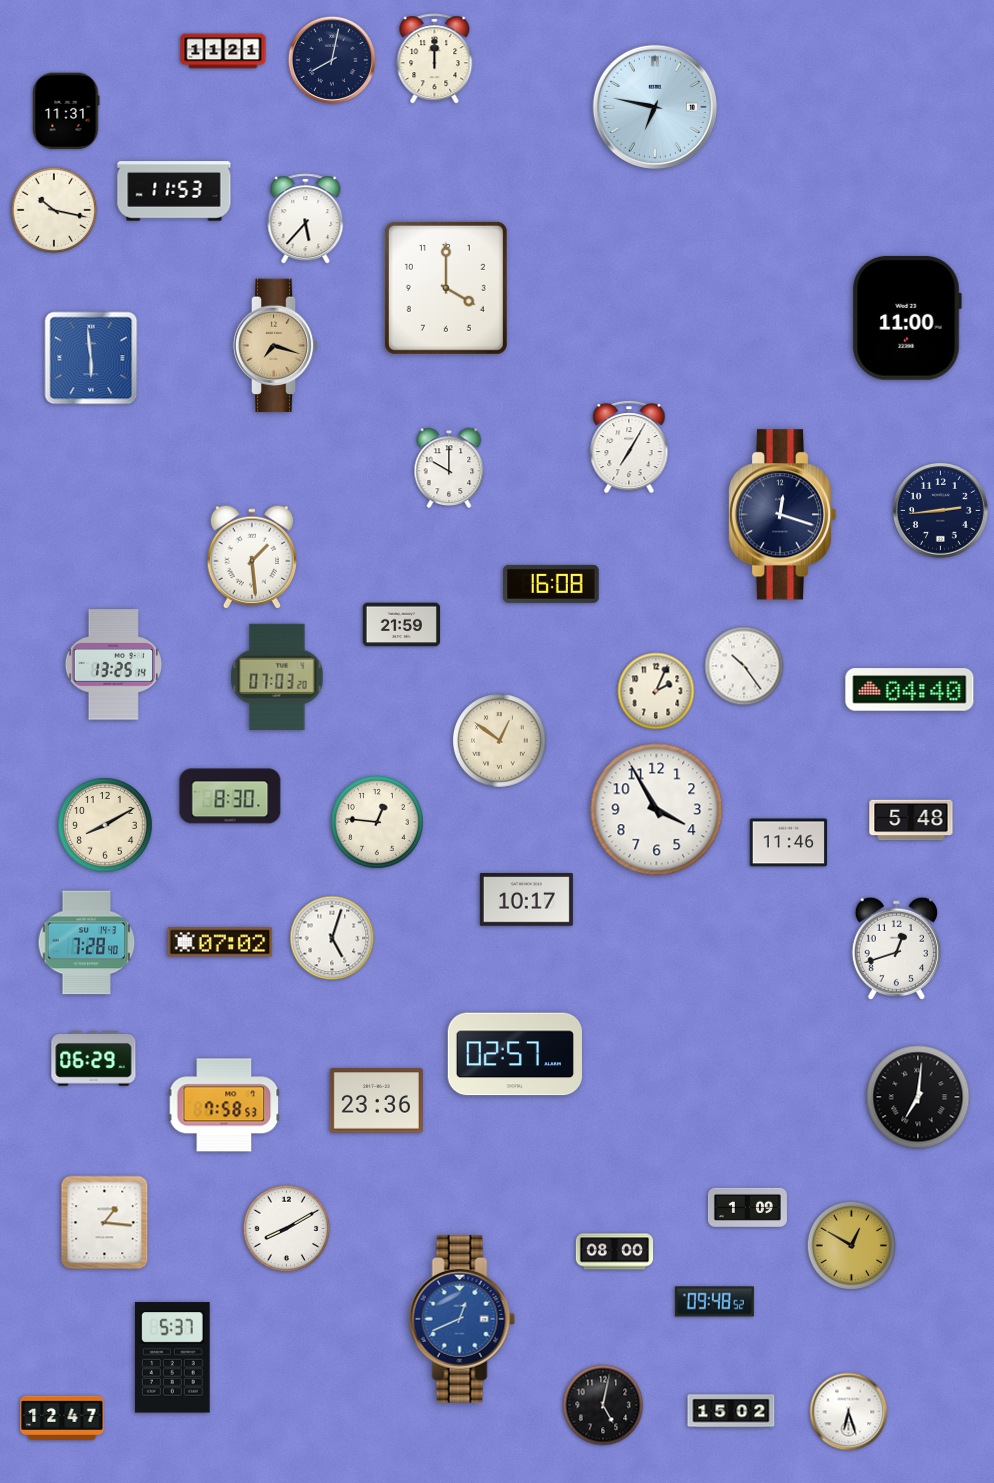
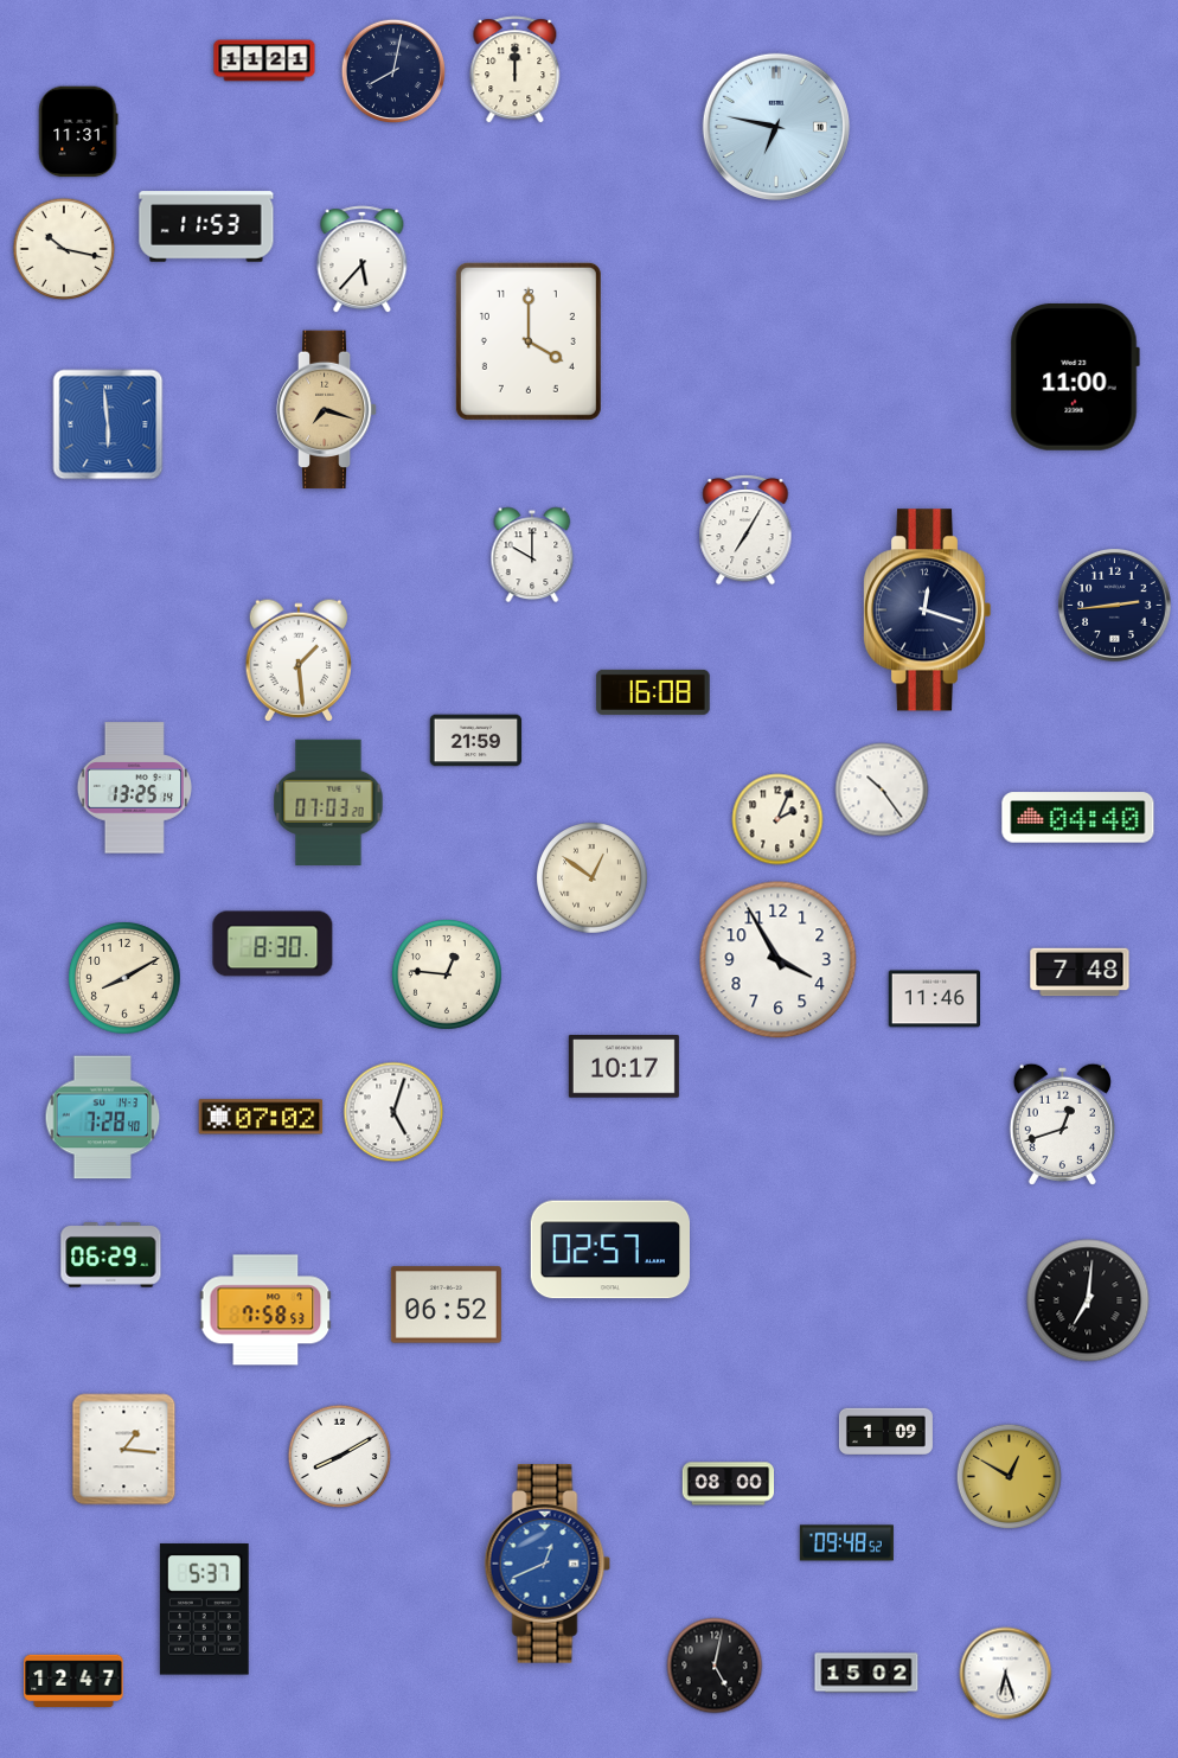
clock at (911, 820): 5:48 -> 7:48
clock at (376, 1101): 23:36 -> 06:52
